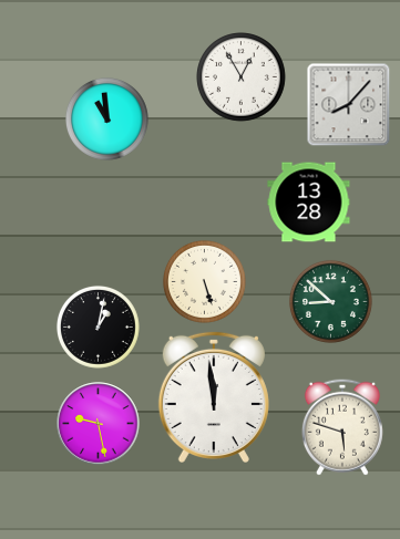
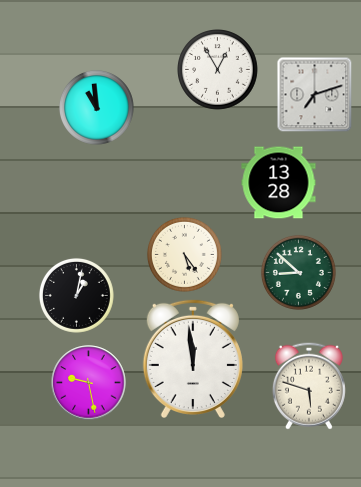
clock at (349, 105): 8:07 -> 7:12
clock at (204, 281): 5:27 -> 5:24
clock at (98, 326) position: (98, 326) -> (76, 295)
